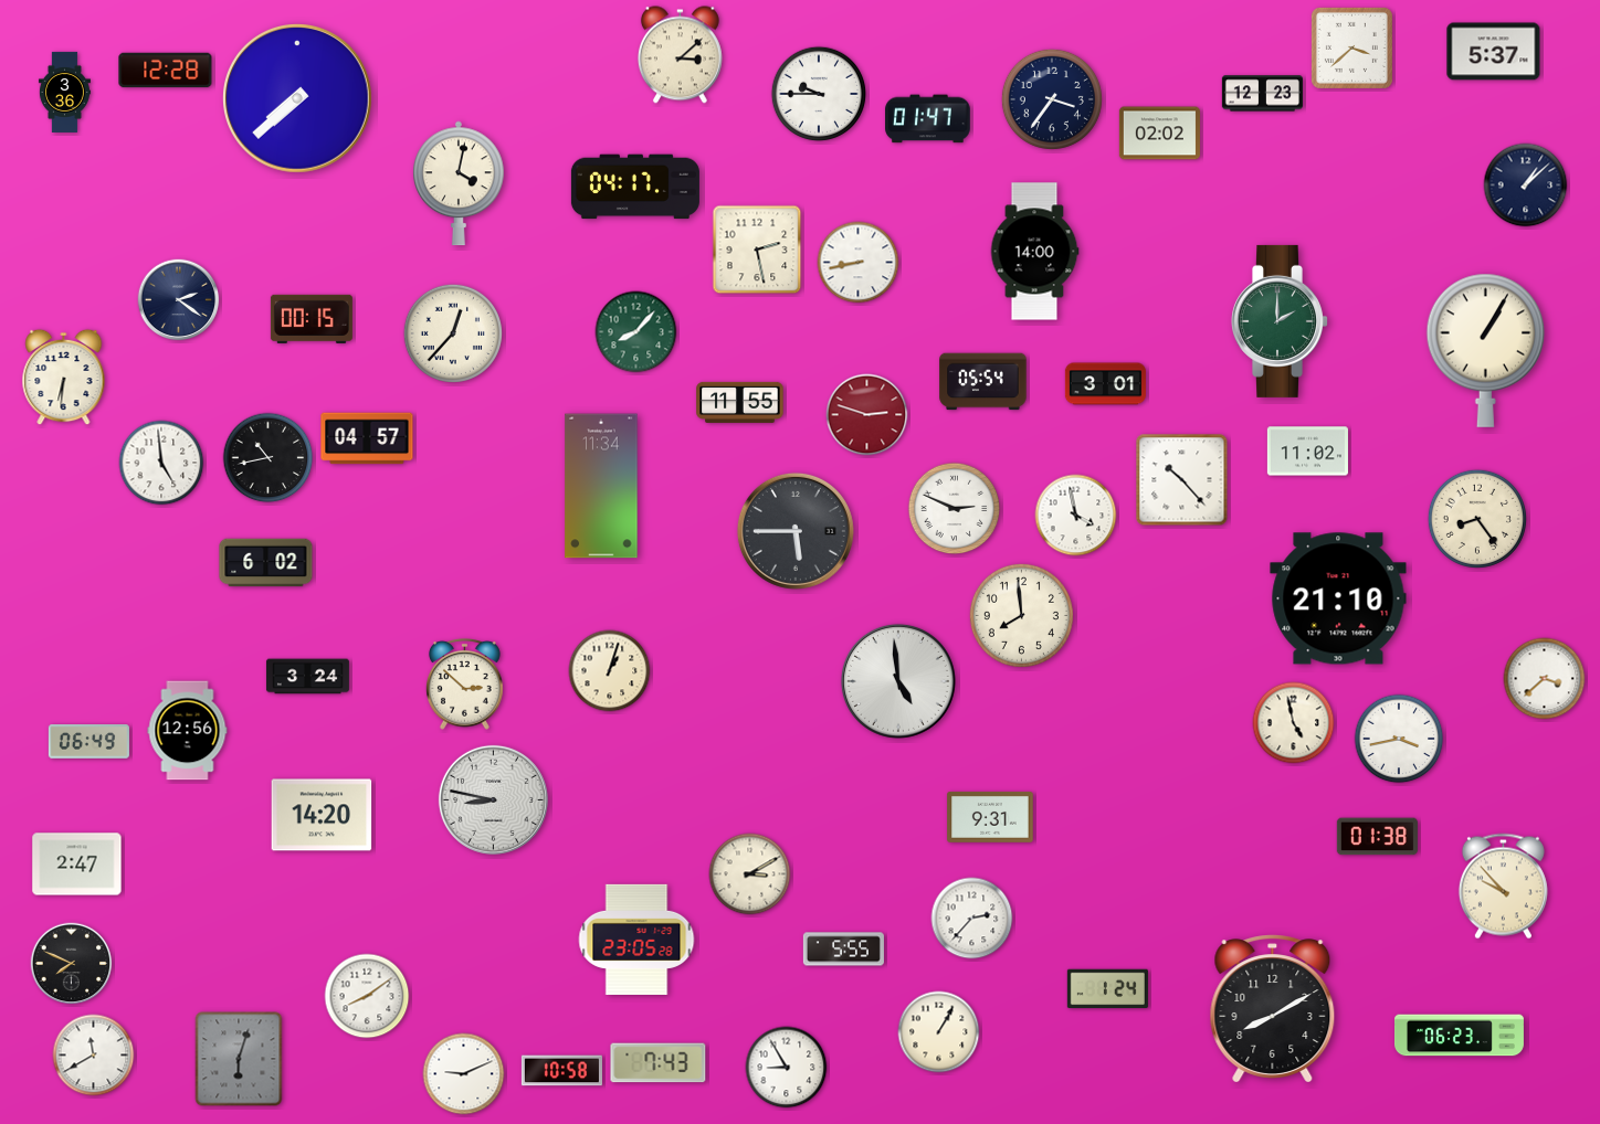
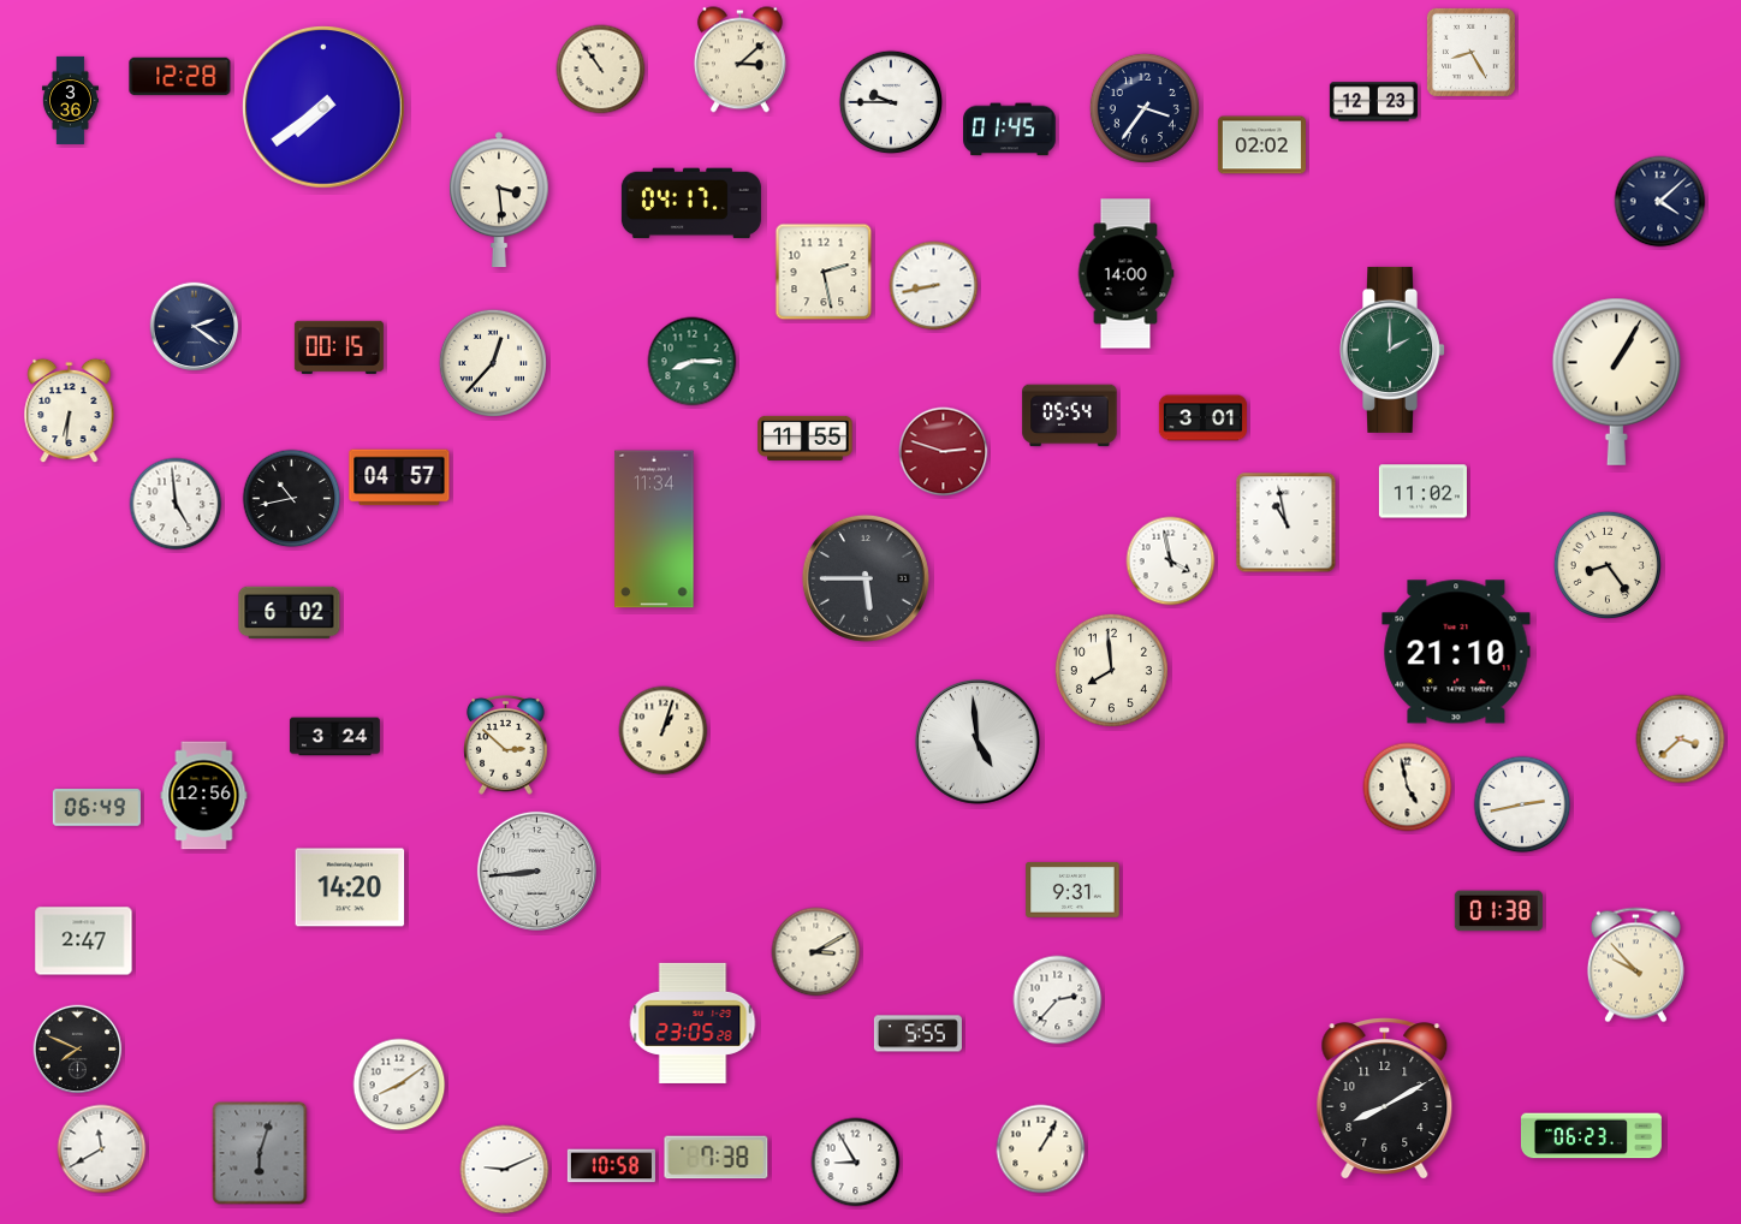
clock at (1351, 47): 3:38 -> 8:25
clock at (1494, 52): 5:37 -> none
clock at (601, 70): none -> 10:54
clock at (298, 99): 7:38 -> 7:39
clock at (928, 119): 01:47 -> 01:45
clock at (460, 183): 4:02 -> 3:29
clock at (1526, 185): 1:08 -> 4:08
clock at (636, 332): 8:07 -> 8:15
clock at (1182, 480): 10:23 -> 10:58
clock at (955, 509): 2:49 -> none
clock at (1399, 739): 3:43 -> 2:43
clock at (493, 799): 8:47 -> 8:44
clock at (990, 817) position: (990, 817) -> (1072, 890)
clock at (1107, 989): 1:24 -> none
clock at (939, 1032) position: (939, 1032) -> (1041, 1149)
clock at (1459, 1036) position: (1459, 1036) -> (1591, 1136)
clock at (659, 1063): 7:43 -> 7:38
